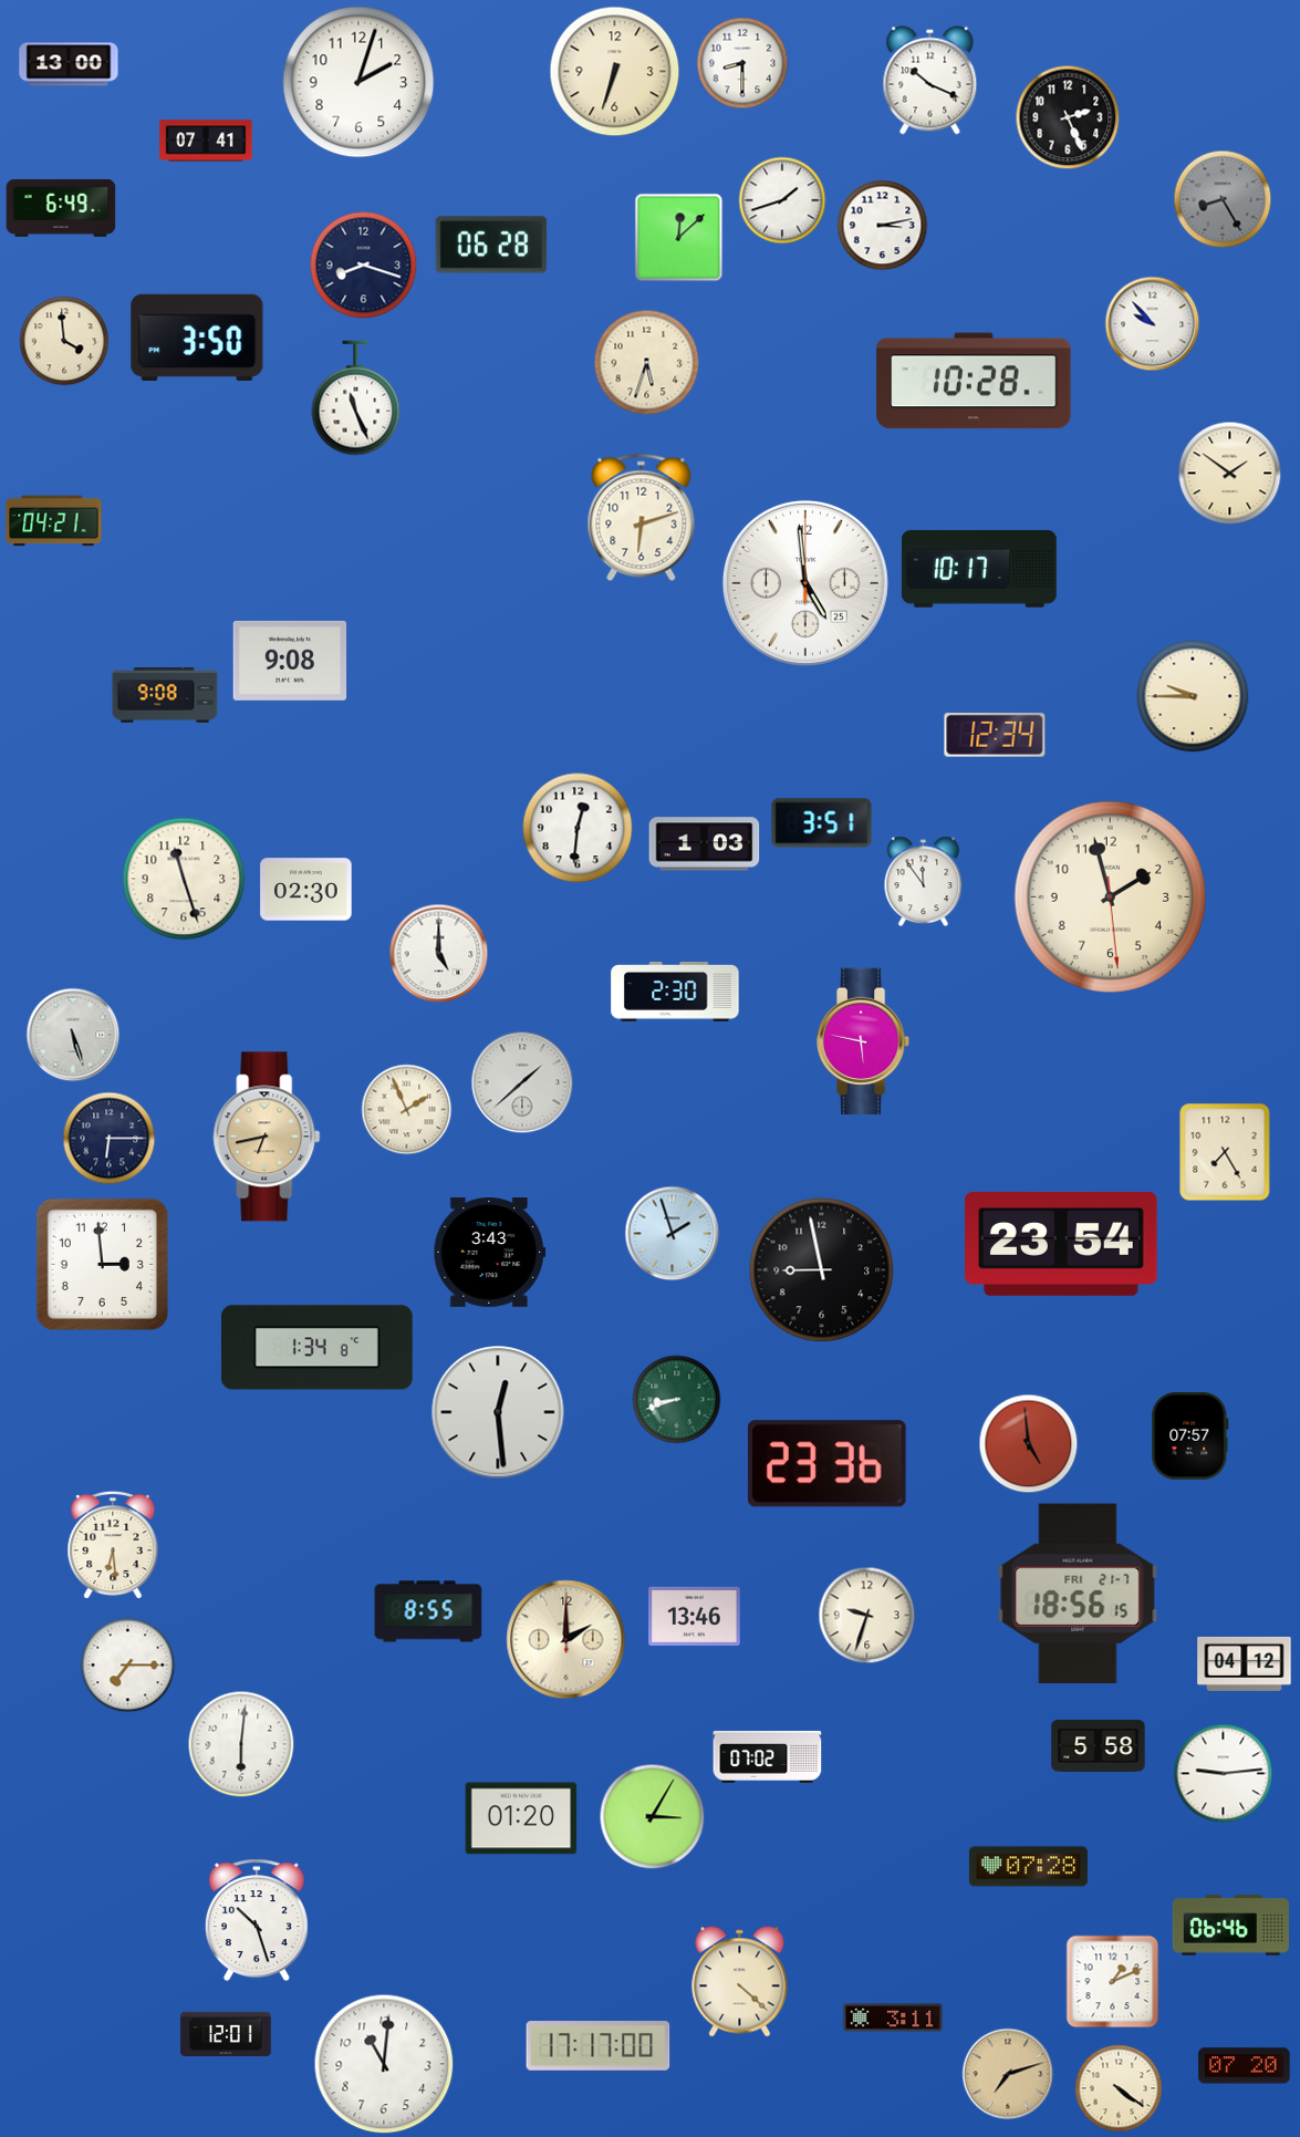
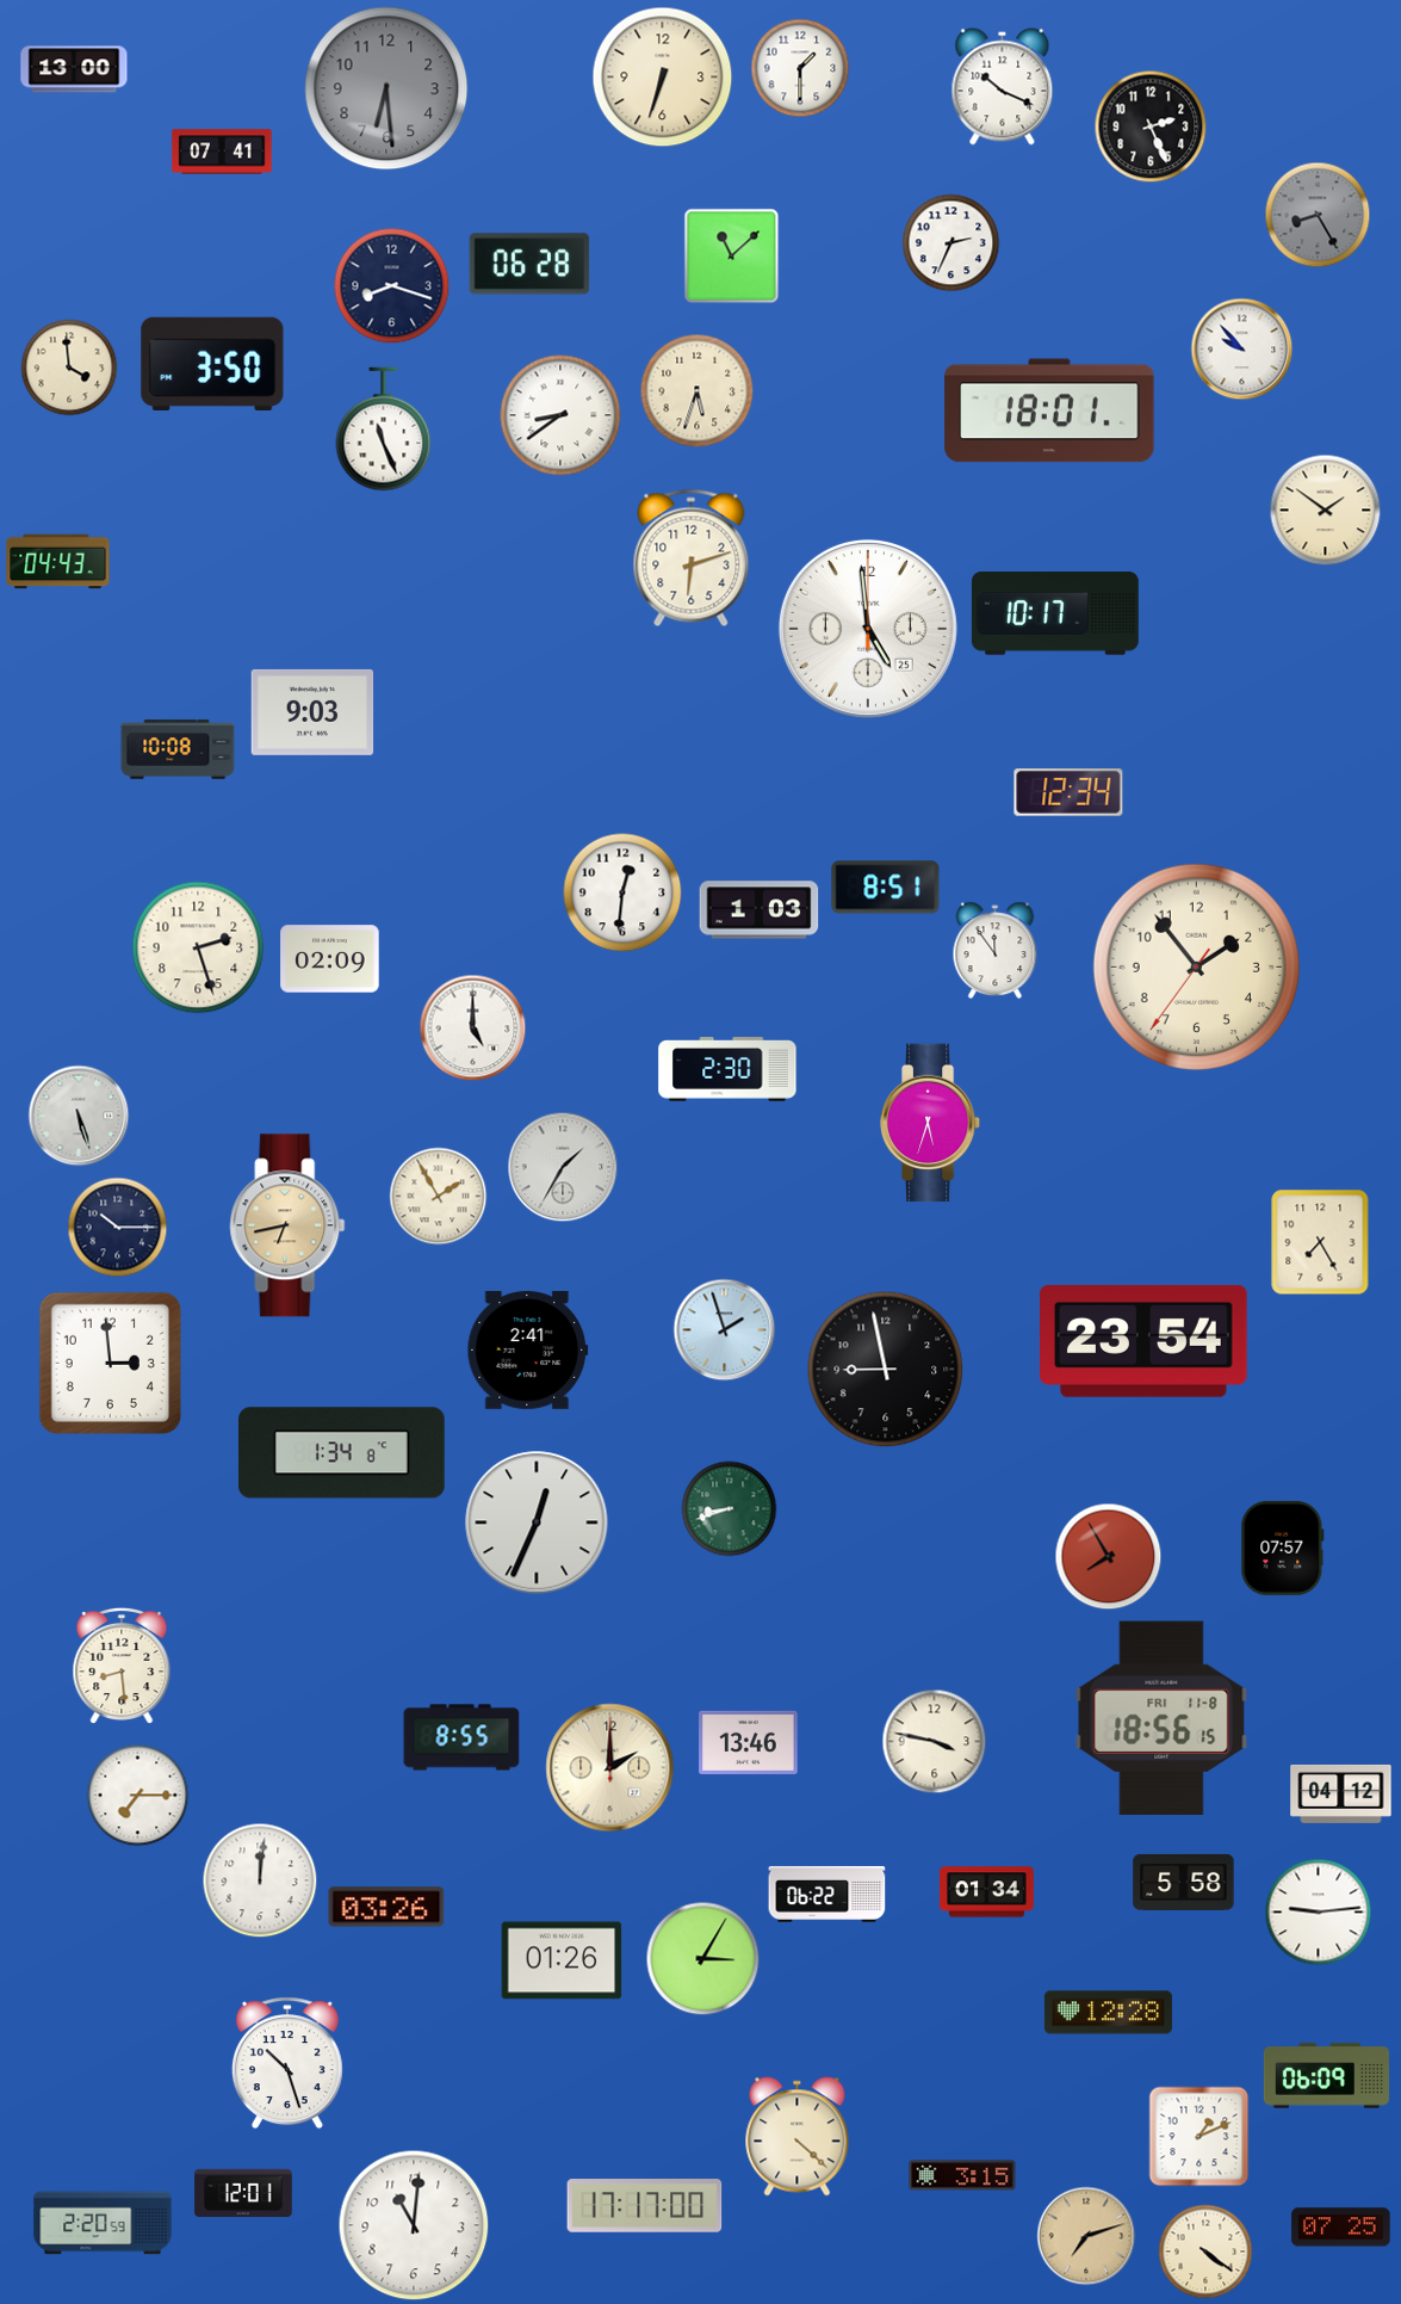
clock at (742, 63): 8:30 -> 1:30
clock at (358, 82): 2:03 -> 6:29
clock at (358, 82) dial: white -> grey
clock at (782, 200): 1:42 -> none
clock at (61, 208): 6:49 -> none
clock at (883, 226): 3:13 -> 2:34
clock at (679, 238): 12:08 -> 11:08
clock at (974, 381): 10:28 -> 18:01
clock at (560, 415): none -> 8:39
clock at (54, 521): 04:21 -> 04:43
clock at (290, 661): 9:08 -> 9:03
clock at (165, 695): 9:08 -> 10:08
clock at (1193, 696): 9:45 -> none
clock at (995, 735) position: (995, 735) -> (1068, 792)
clock at (822, 823): 3:51 -> 8:51
clock at (184, 879): 11:27 -> 2:27
clock at (306, 890): 02:30 -> 02:09
clock at (1111, 898): 1:57 -> 1:53
clock at (863, 1041): 5:47 -> 5:33
clock at (522, 1082): 1:38 -> 1:35
clock at (407, 1110): 1:56 -> 1:55
clock at (110, 1139): 6:15 -> 10:15
clock at (490, 1253): 3:43 -> 2:41
clock at (498, 1412): 12:29 -> 12:34
clock at (1029, 1444): 4:59 -> 7:55
clock at (826, 1464): 23:36 -> none
clock at (113, 1545): 6:29 -> 8:29
clock at (1078, 1593) date: FRI 21-7 -> FRI 11-8
clock at (867, 1616): 9:33 -> 3:47
clock at (241, 1744): 6:01 -> 12:01
clock at (987, 1892): none -> 01:34
clock at (768, 1757): 07:02 -> 06:22
clock at (386, 1907): none -> 03:26
clock at (521, 1818): 01:20 -> 01:26
clock at (1028, 1867): 07:28 -> 12:28
clock at (257, 1920) position: (257, 1920) -> (287, 2063)
clock at (1230, 1926): 06:46 -> 06:09
clock at (893, 2017): 3:11 -> 3:15
clock at (103, 2223): none -> 2:20
clock at (1245, 2066): 07:20 -> 07:25
